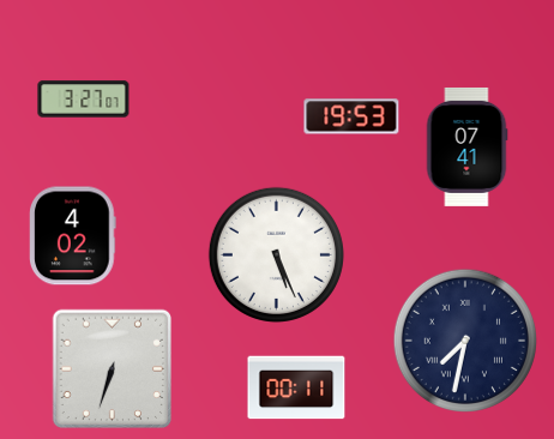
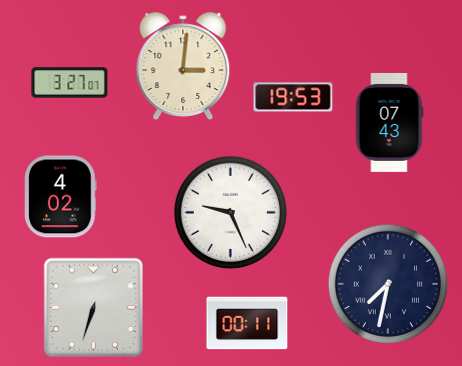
clock at (183, 66): none -> 3:01
clock at (466, 146): 07:41 -> 07:43
clock at (276, 254): 5:26 -> 9:26
